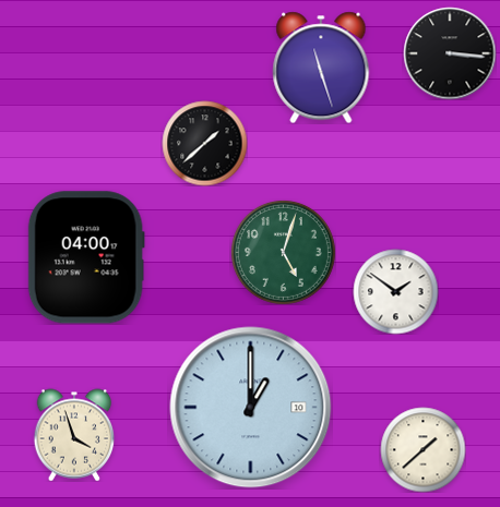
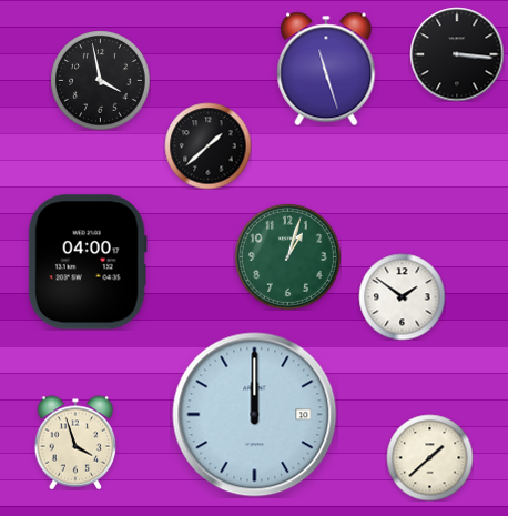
clock at (100, 80): none -> 3:58
clock at (283, 252): 5:03 -> 1:03
clock at (251, 408): 1:00 -> 12:00
